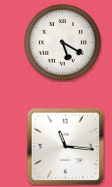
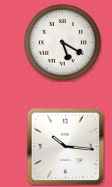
clock at (65, 146): 11:16 -> 10:16
